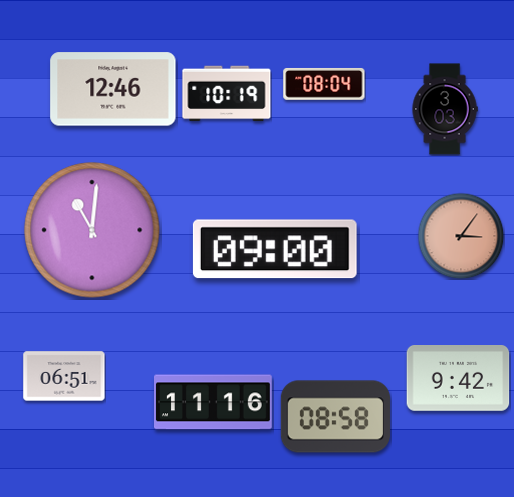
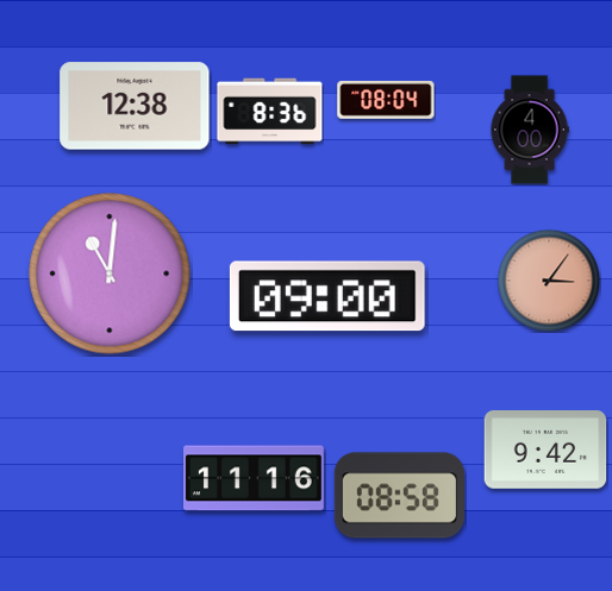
clock at (113, 89): 12:46 -> 12:38
clock at (227, 94): 10:19 -> 8:36
clock at (445, 109): 3:03 -> 4:00
clock at (64, 376): 06:51 -> none
